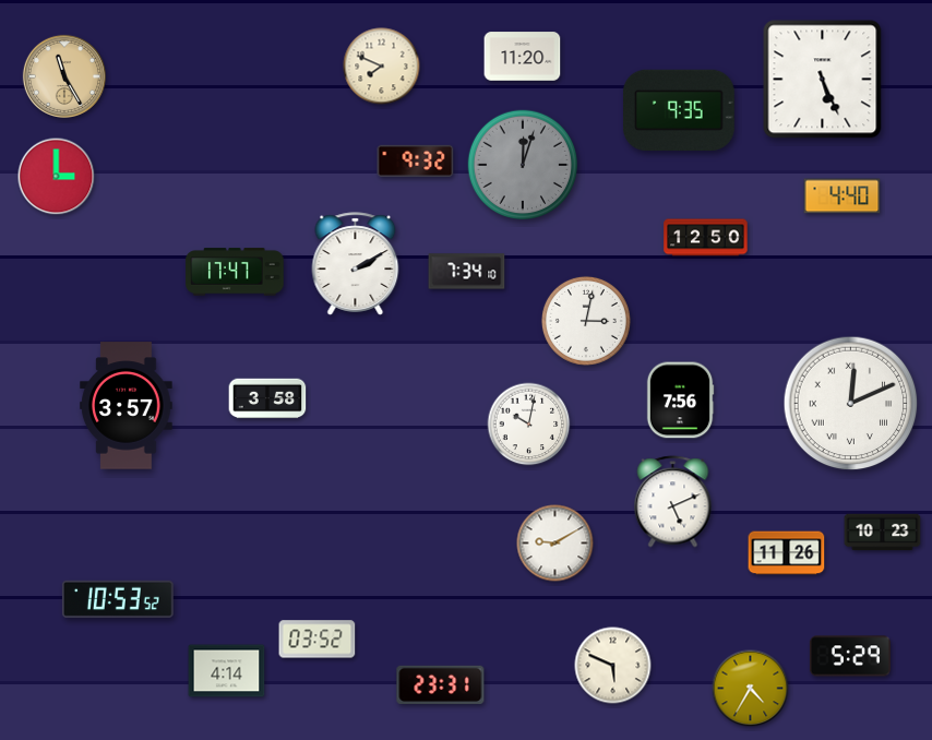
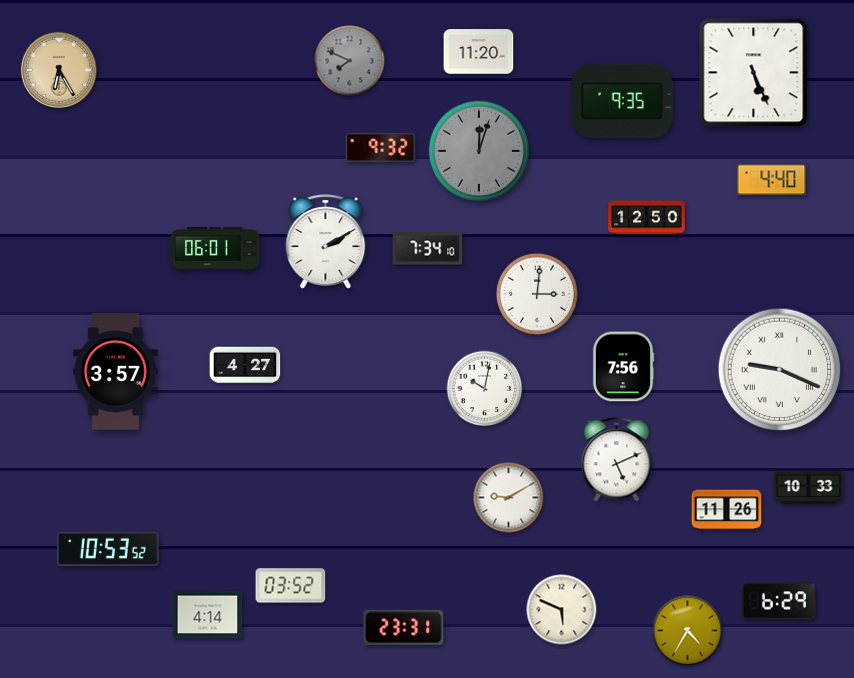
clock at (382, 67) dial: cream -> grey
clock at (64, 76): 11:25 -> 6:25
clock at (57, 177): 3:00 -> none
clock at (235, 272): 17:47 -> 06:01
clock at (586, 321): 3:02 -> 3:01
clock at (267, 398): 3:58 -> 4:27
clock at (851, 404): 12:11 -> 9:19
clock at (883, 533): 10:23 -> 10:33
clock at (787, 553) position: (787, 553) -> (727, 510)
clock at (850, 656): 5:29 -> 6:29
